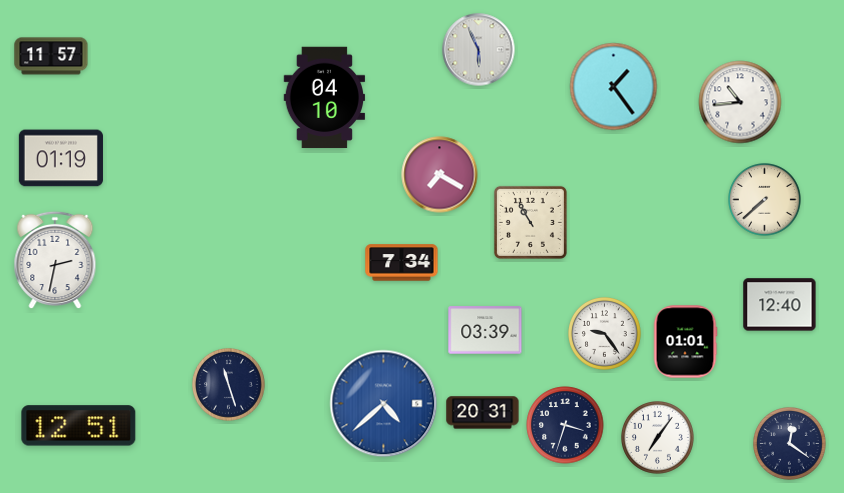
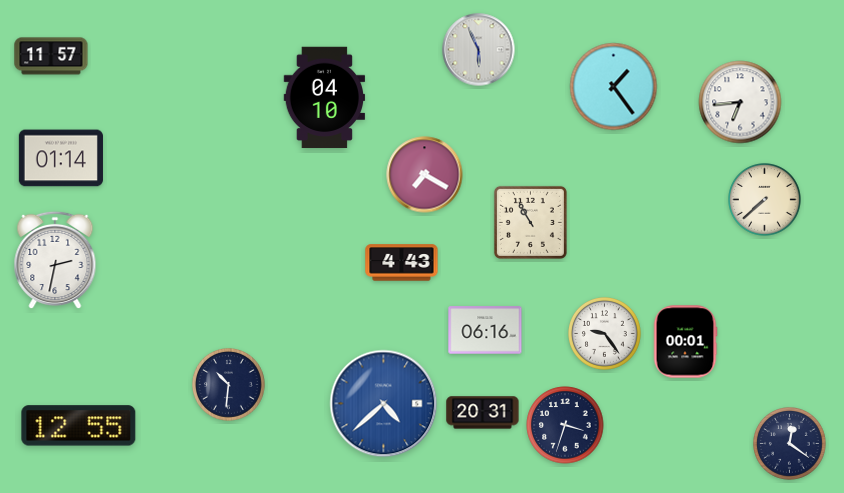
clock at (740, 102): 10:44 -> 6:44
clock at (61, 158): 01:19 -> 01:14
clock at (440, 175) position: (440, 175) -> (425, 175)
clock at (402, 263): 7:34 -> 4:43
clock at (780, 305): 12:40 -> none
clock at (485, 330): 03:39 -> 06:16
clock at (685, 342): 01:01 -> 00:01
clock at (229, 385): 11:27 -> 10:31
clock at (79, 426): 12:51 -> 12:55
clock at (658, 438): 7:06 -> none
